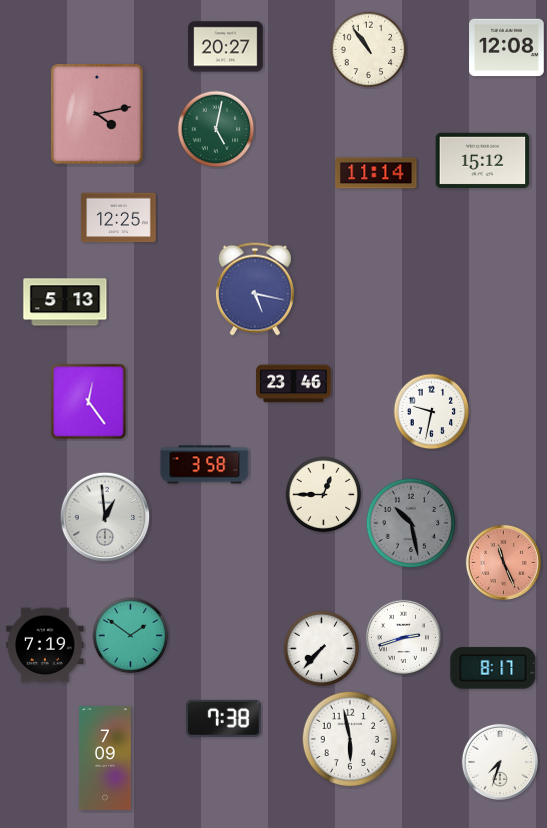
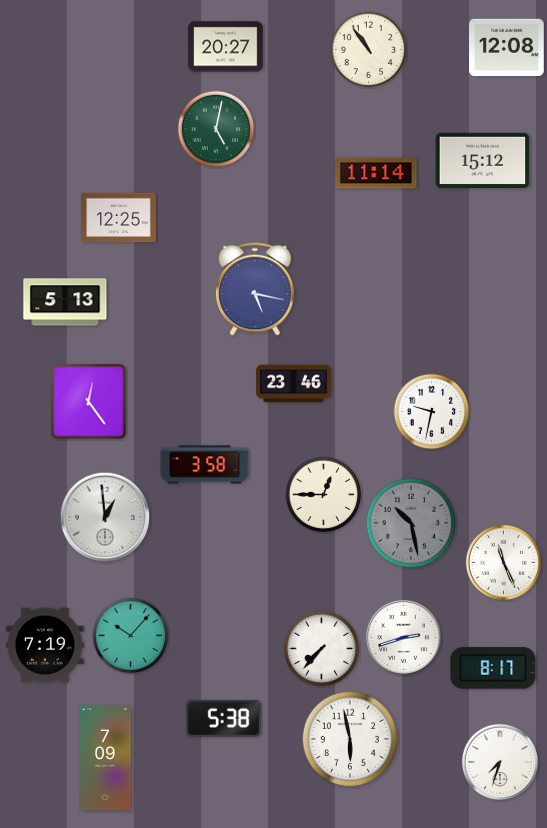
clock at (98, 114): 4:13 -> none
clock at (503, 562) dial: salmon -> white
clock at (131, 636): 1:51 -> 10:07
clock at (223, 718): 7:38 -> 5:38
